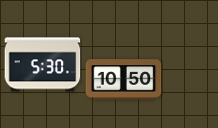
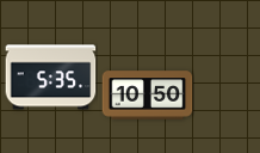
clock at (43, 65): 5:30 -> 5:35
